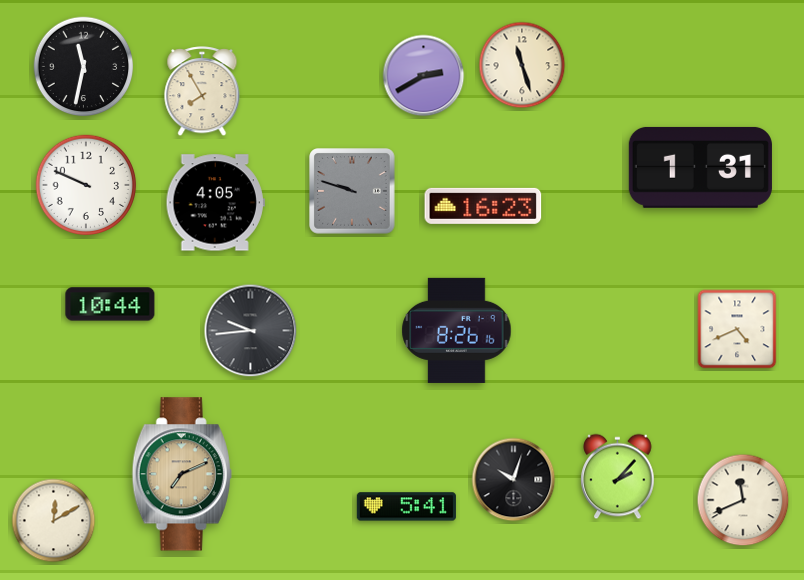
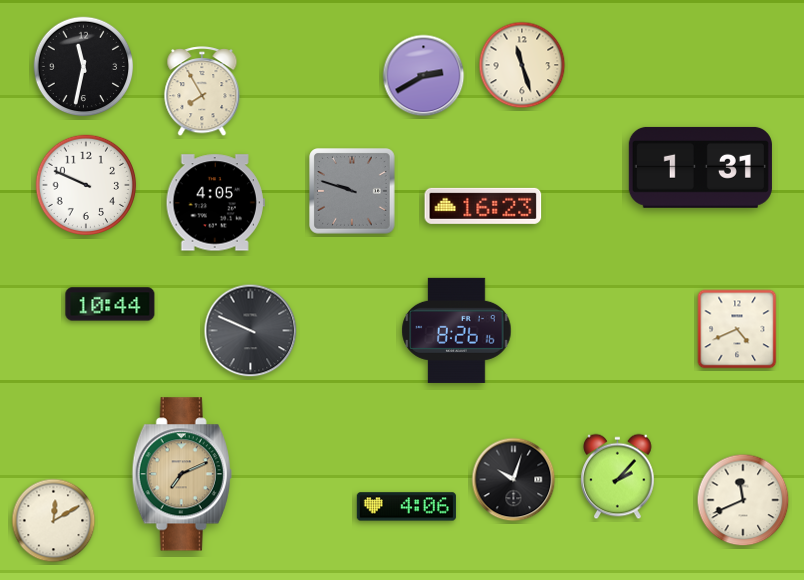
clock at (251, 331): 9:44 -> 9:49
clock at (406, 507): 5:41 -> 4:06
